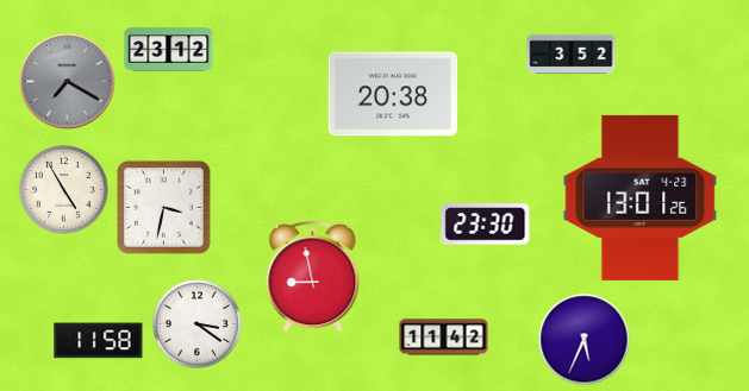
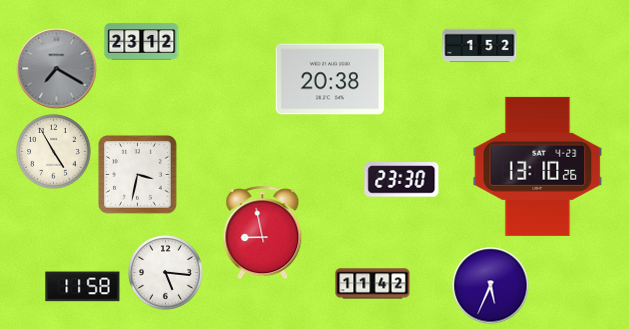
clock at (572, 55): 3:52 -> 1:52
clock at (64, 190) position: (64, 190) -> (54, 152)
clock at (641, 197): 13:01 -> 13:10
clock at (486, 225) position: (486, 225) -> (402, 180)
clock at (198, 324): 3:21 -> 5:16
